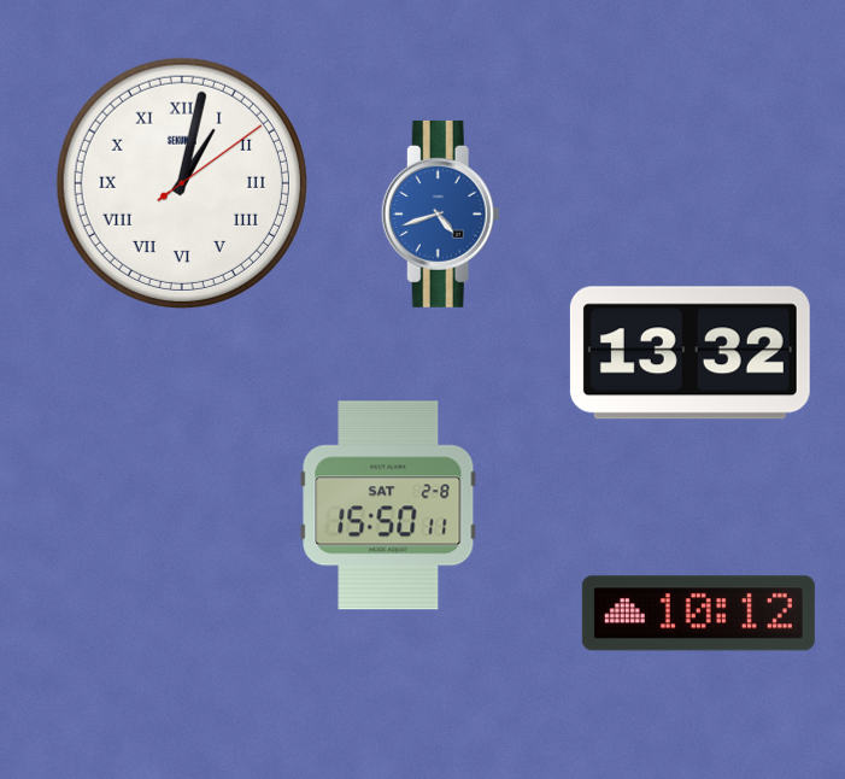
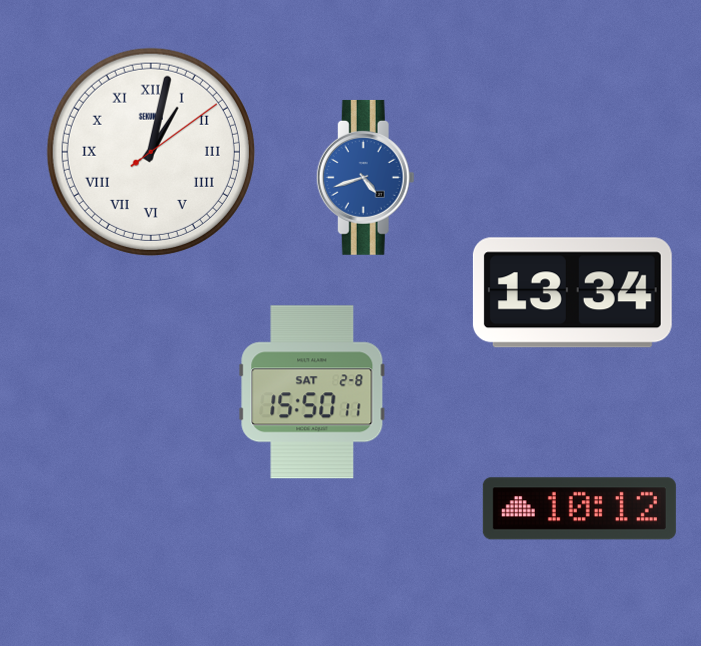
clock at (690, 353): 13:32 -> 13:34
clock at (388, 505) position: (388, 505) -> (312, 392)
